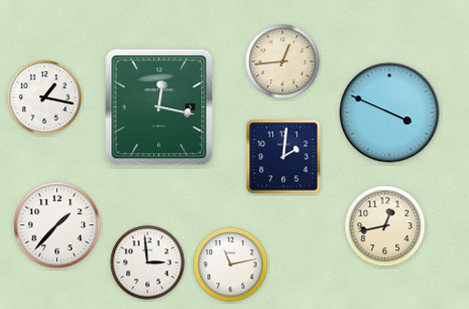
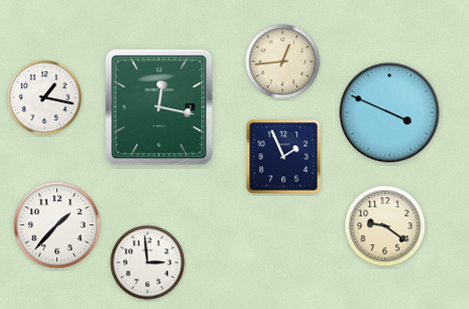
clock at (284, 157): 2:01 -> 1:56
clock at (385, 226): 12:43 -> 9:21
clock at (231, 265): 11:13 -> none
